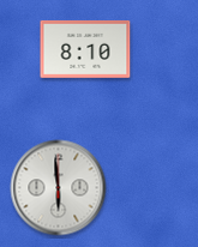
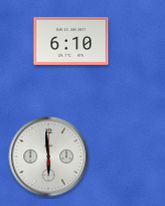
clock at (85, 49): 8:10 -> 6:10
